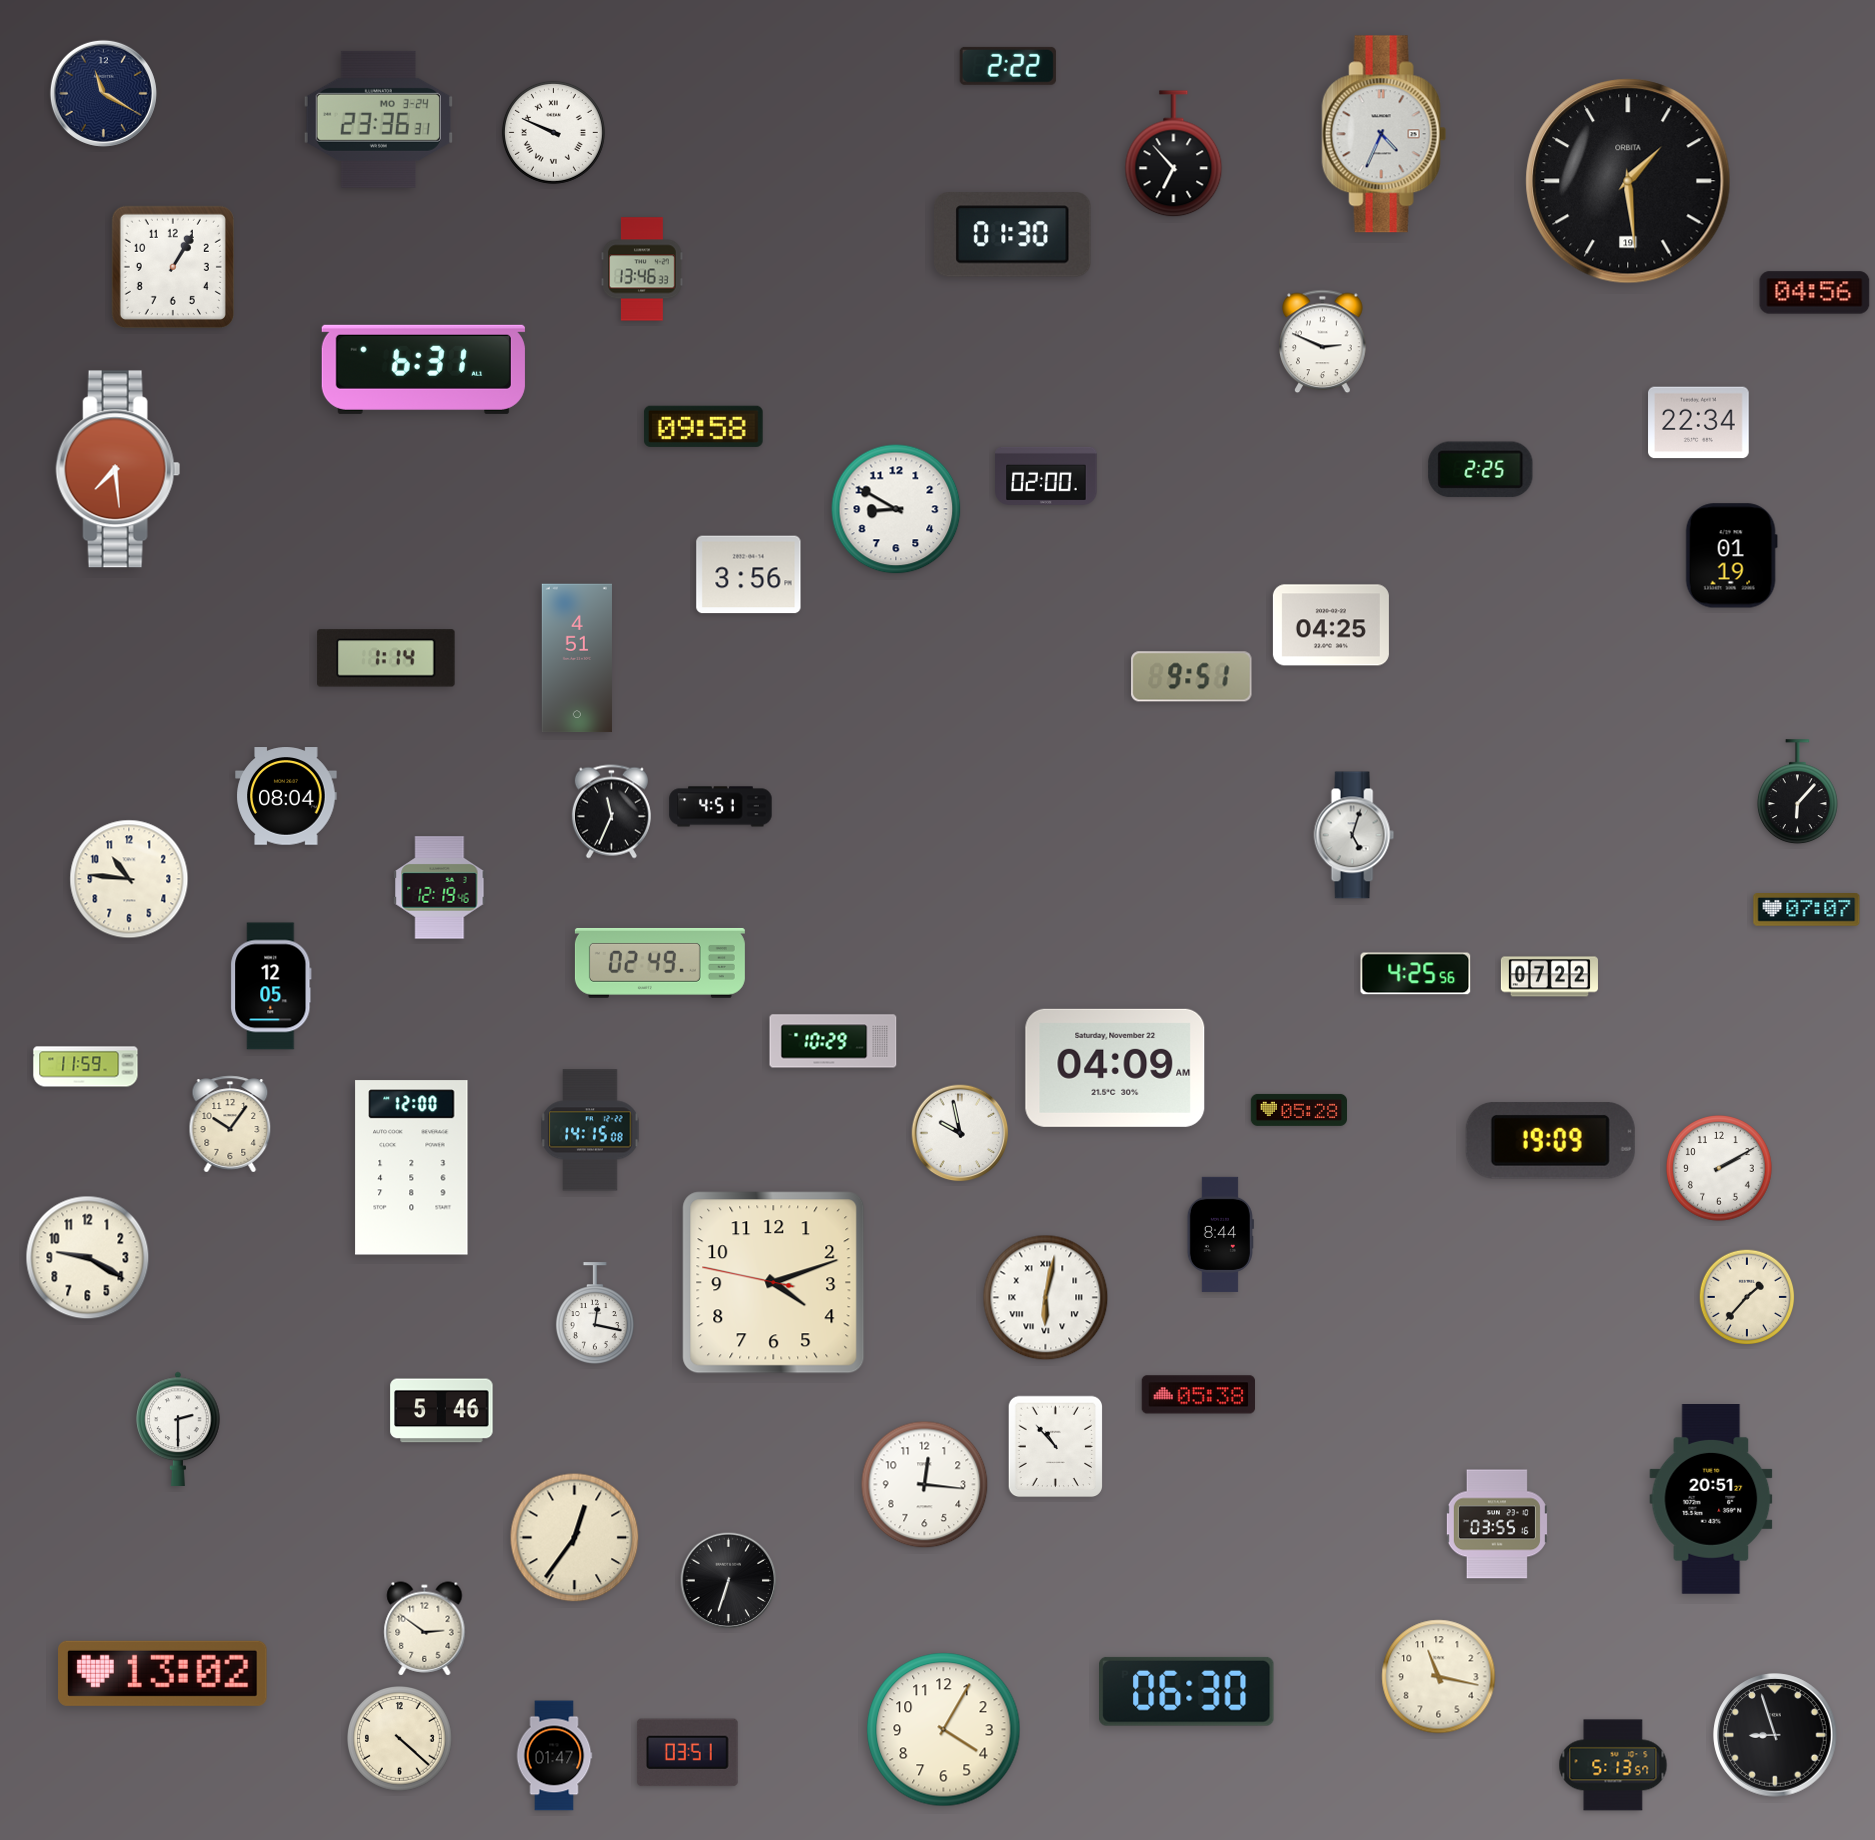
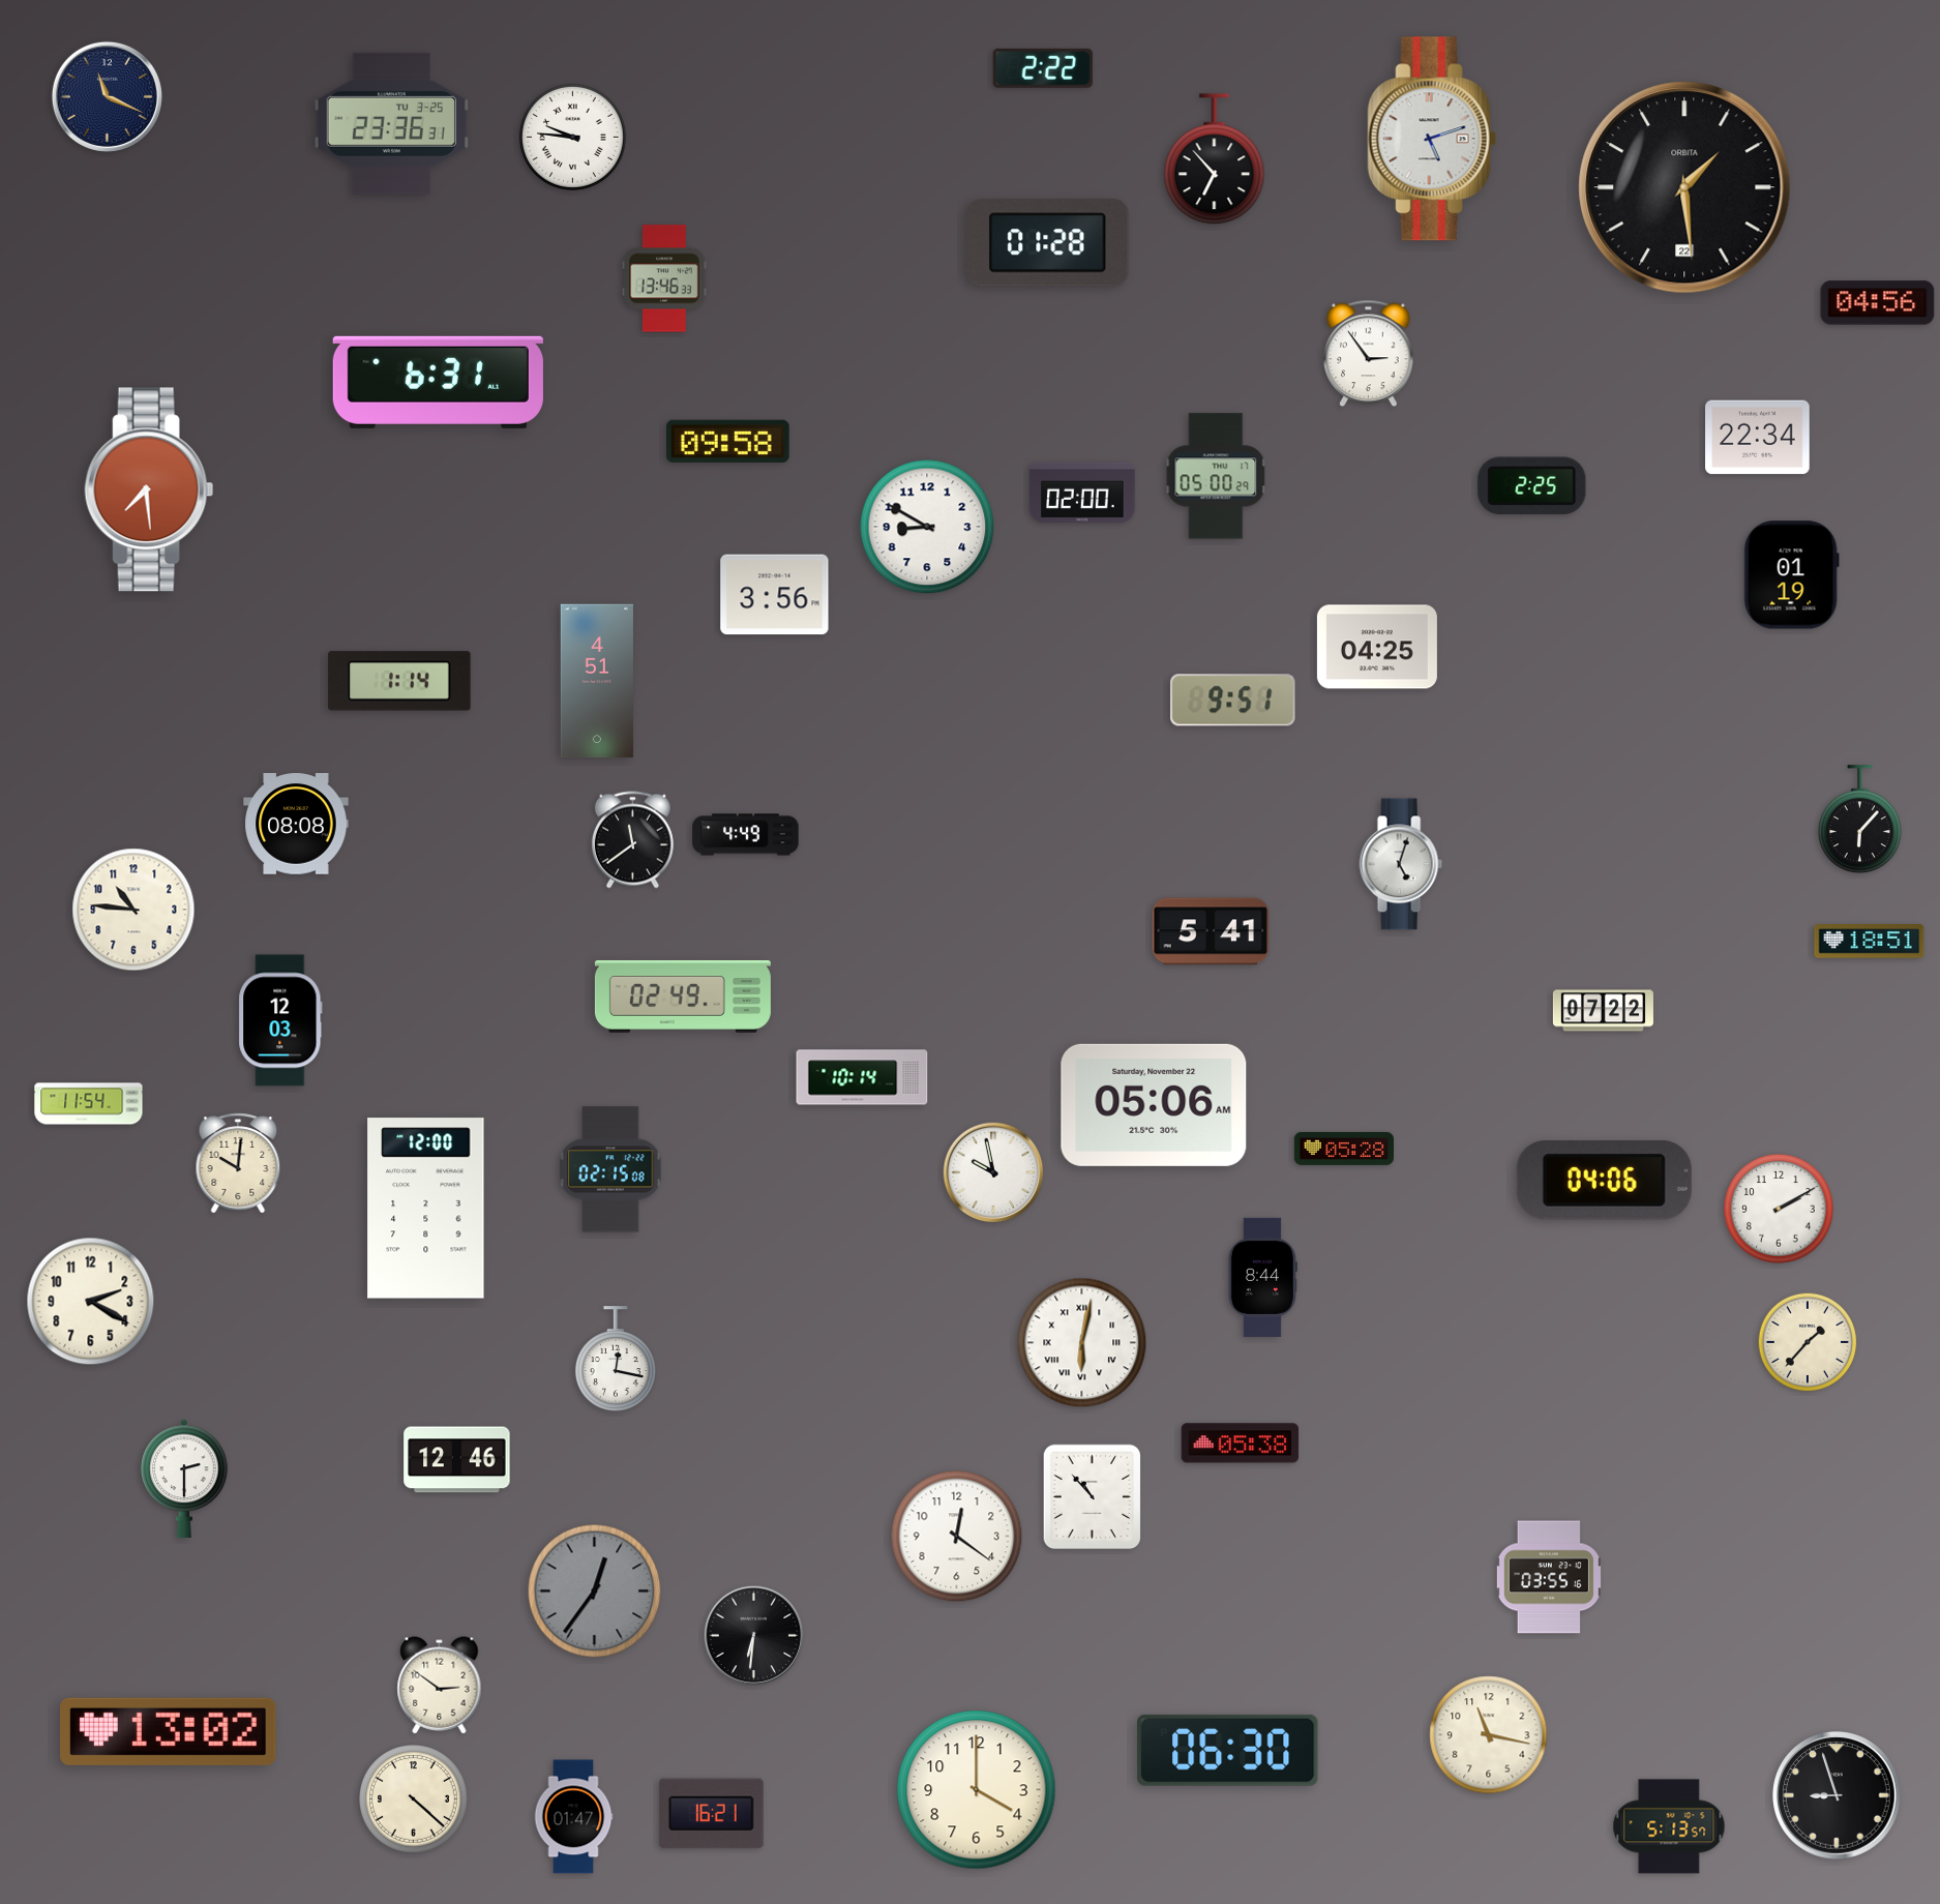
clock at (103, 93): 11:20 -> 11:19
clock at (378, 119) date: MO 3-24 -> TU 3-25
clock at (553, 132): 9:49 -> 9:46
clock at (1384, 134): 4:34 -> 5:12
clock at (1628, 181) date: 19 -> 22
clock at (1013, 235): 01:30 -> 01:28
clock at (173, 267): 1:05 -> none
clock at (1323, 342): 2:49 -> 2:54
clock at (1216, 476): none -> 05:00
clock at (118, 469) position: (118, 469) -> (149, 489)
clock at (286, 796): 08:04 -> 08:08
clock at (721, 807): 4:51 -> 4:49
clock at (611, 812): 11:34 -> 11:39
clock at (440, 888): 12:19 -> none
clock at (1211, 931): none -> 5:41
clock at (1807, 910): 07:07 -> 18:51
clock at (1416, 974): 4:25 -> none
clock at (271, 986): 12:05 -> 12:03
clock at (833, 1041): 10:29 -> 10:14
clock at (86, 1067): 11:59 -> 11:54
clock at (1115, 1068): 04:09 -> 05:06
clock at (230, 1124): 10:06 -> 10:01
clock at (590, 1130): 14:15 -> 02:15
clock at (1550, 1141): 19:09 -> 04:06
clock at (88, 1258): 9:20 -> 2:20
clock at (774, 1283): 4:11 -> none
clock at (442, 1411): 5:46 -> 12:46
clock at (925, 1485): 12:16 -> 12:21
clock at (1711, 1500): 20:51 -> none
clock at (575, 1538) dial: cream -> grey
clock at (729, 1581): 6:33 -> 6:31
clock at (944, 1730): 4:05 -> 4:00
clock at (688, 1753): 03:51 -> 16:21
